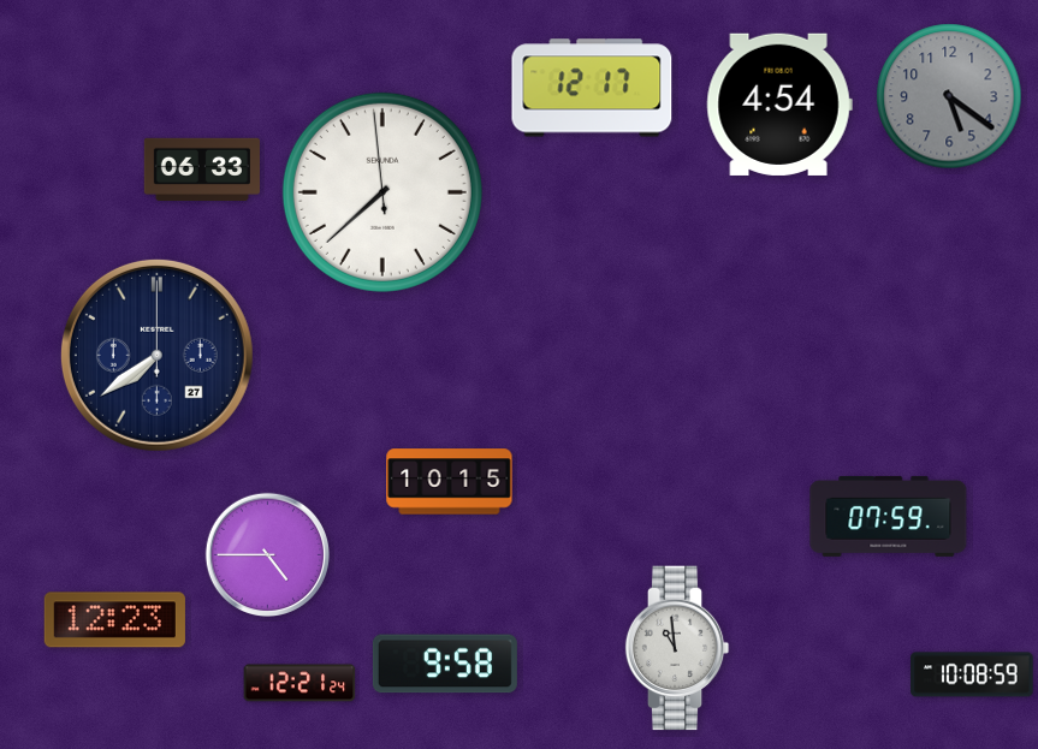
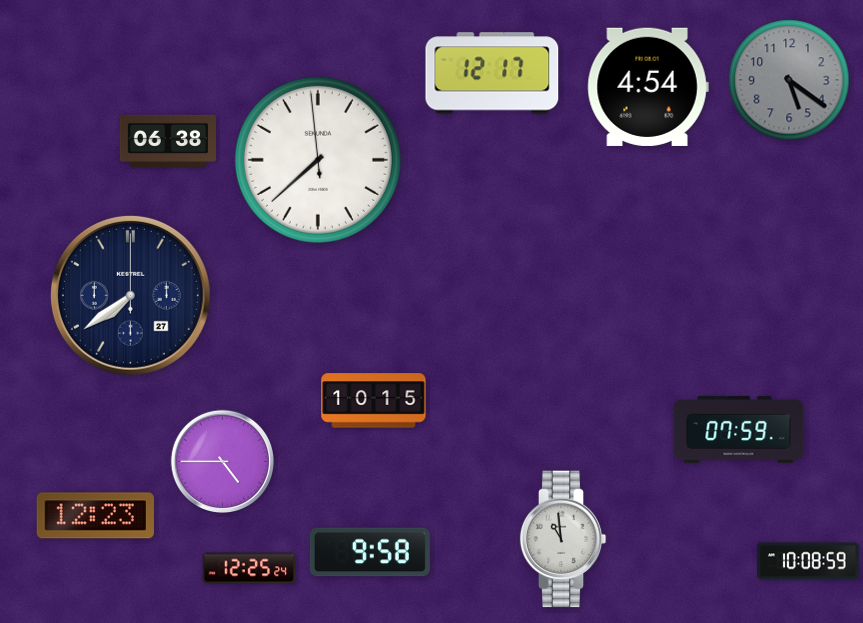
clock at (202, 170): 06:33 -> 06:38
clock at (299, 683): 12:21 -> 12:25
